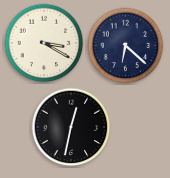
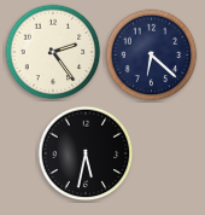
clock at (44, 43): 3:20 -> 2:24
clock at (71, 127): 12:32 -> 5:32
